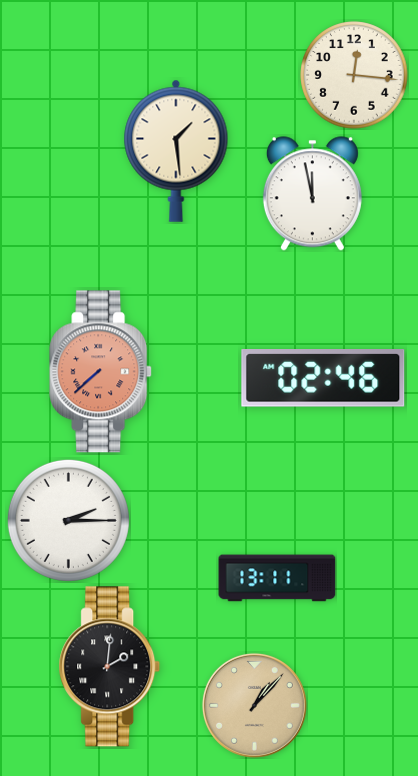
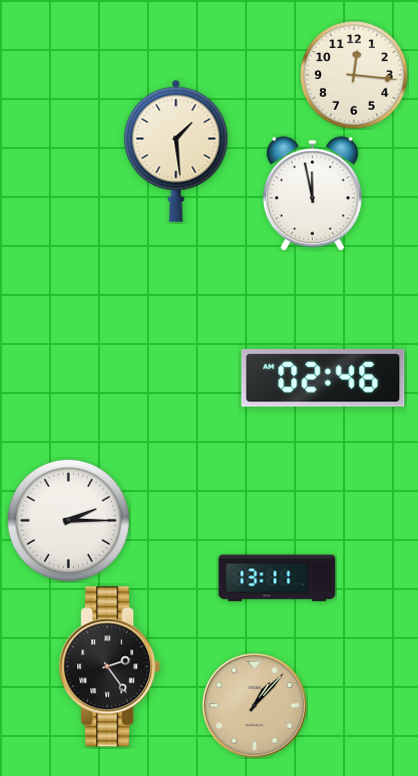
clock at (101, 372): 7:38 -> none
clock at (110, 667): 2:01 -> 2:24
